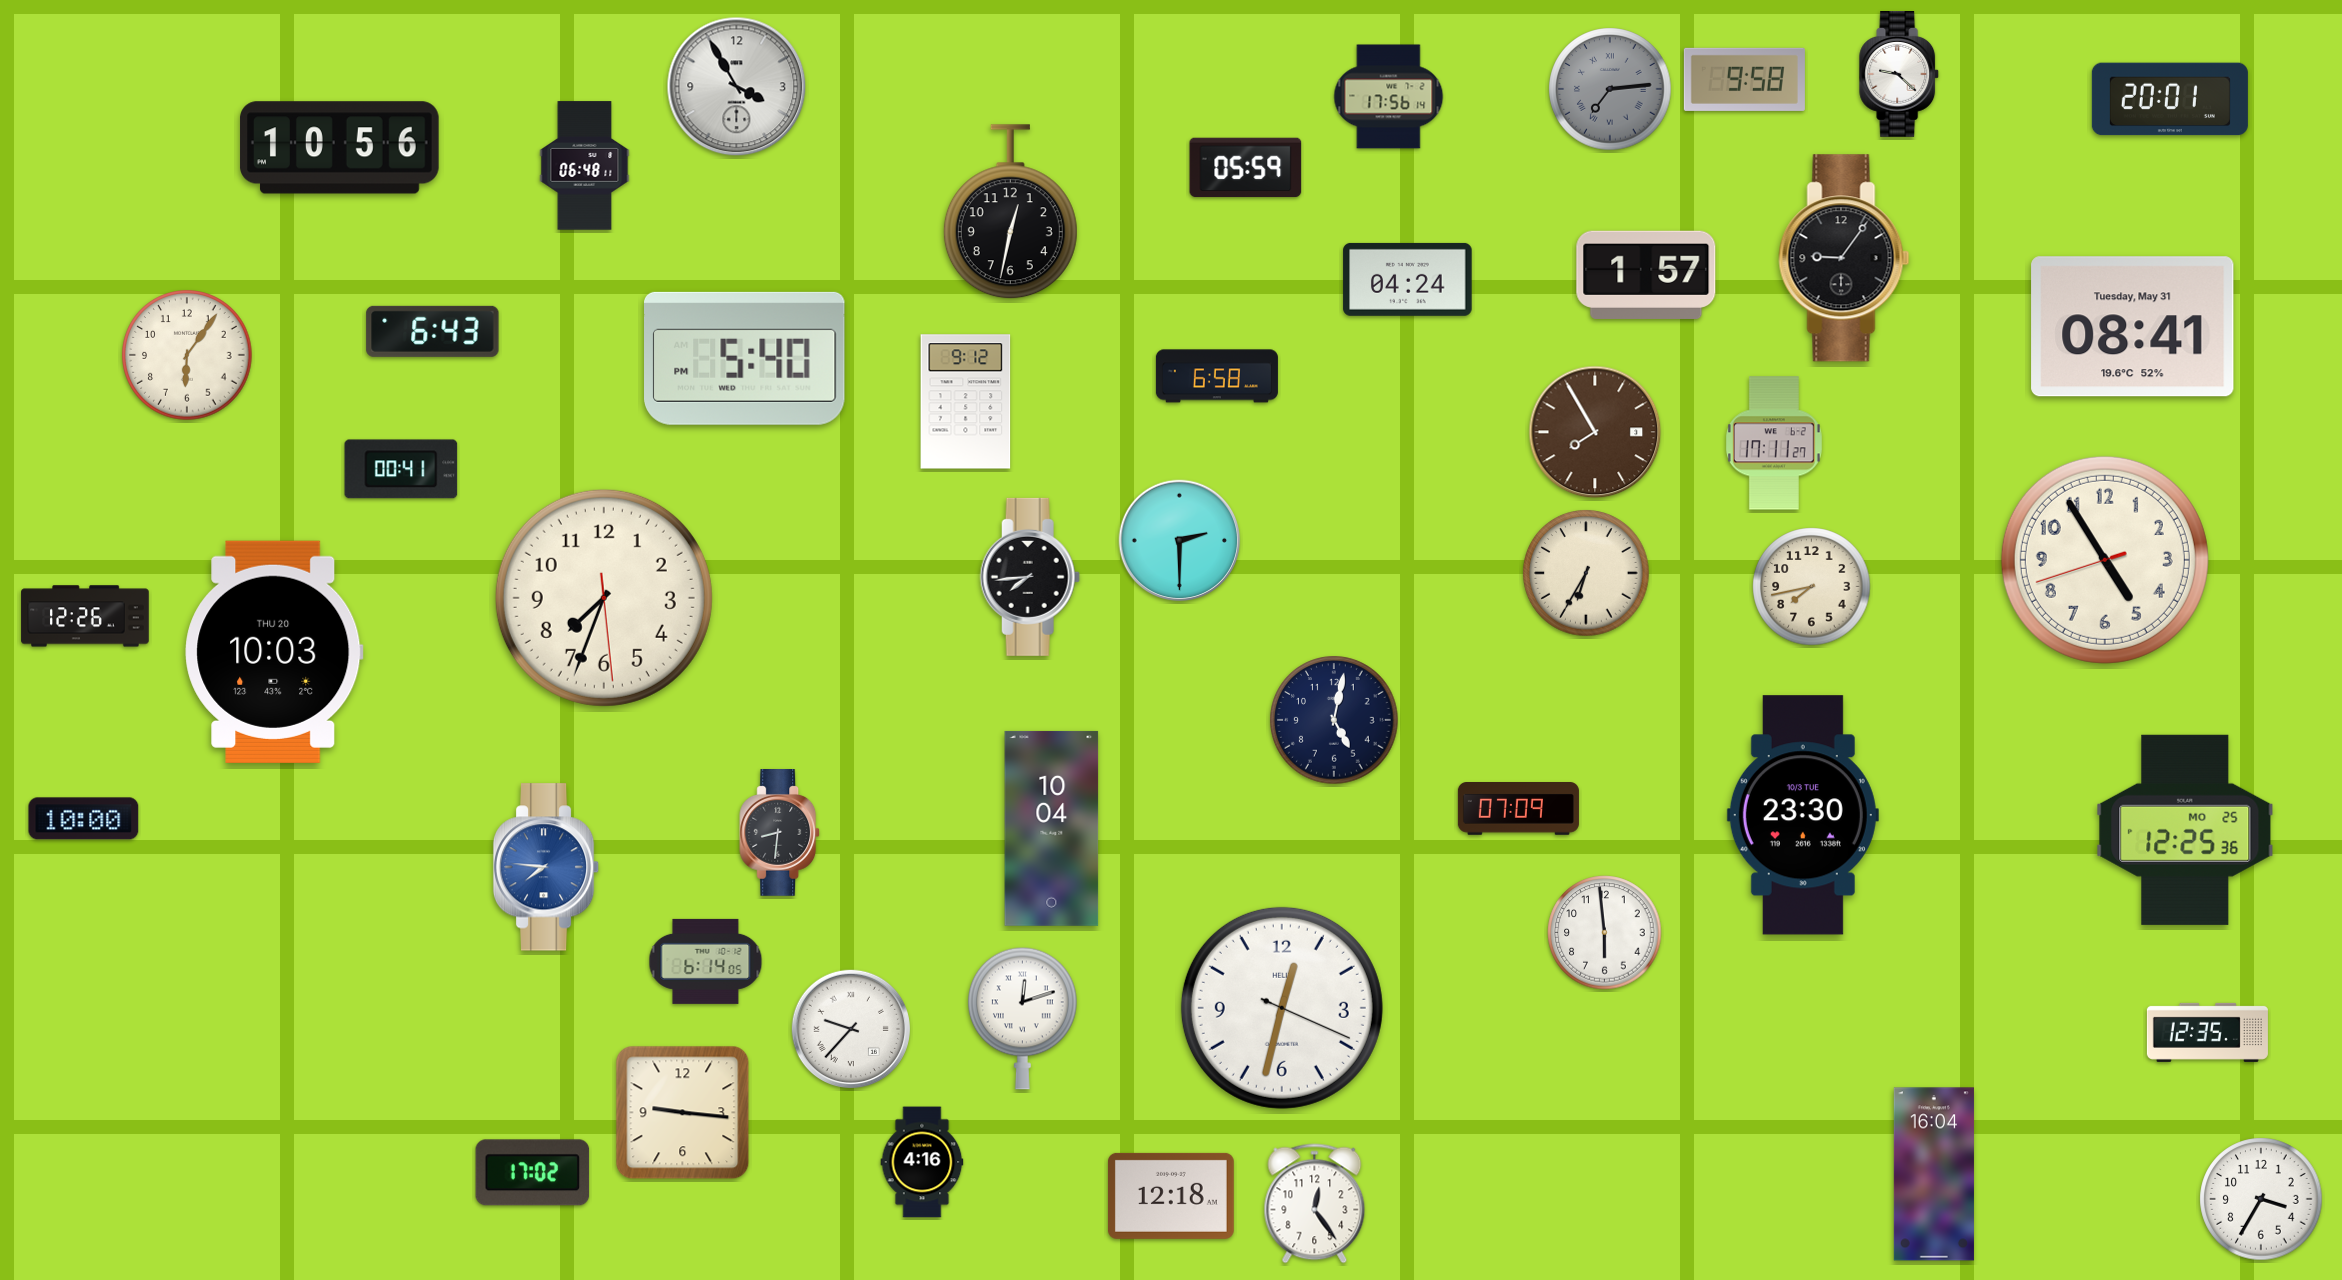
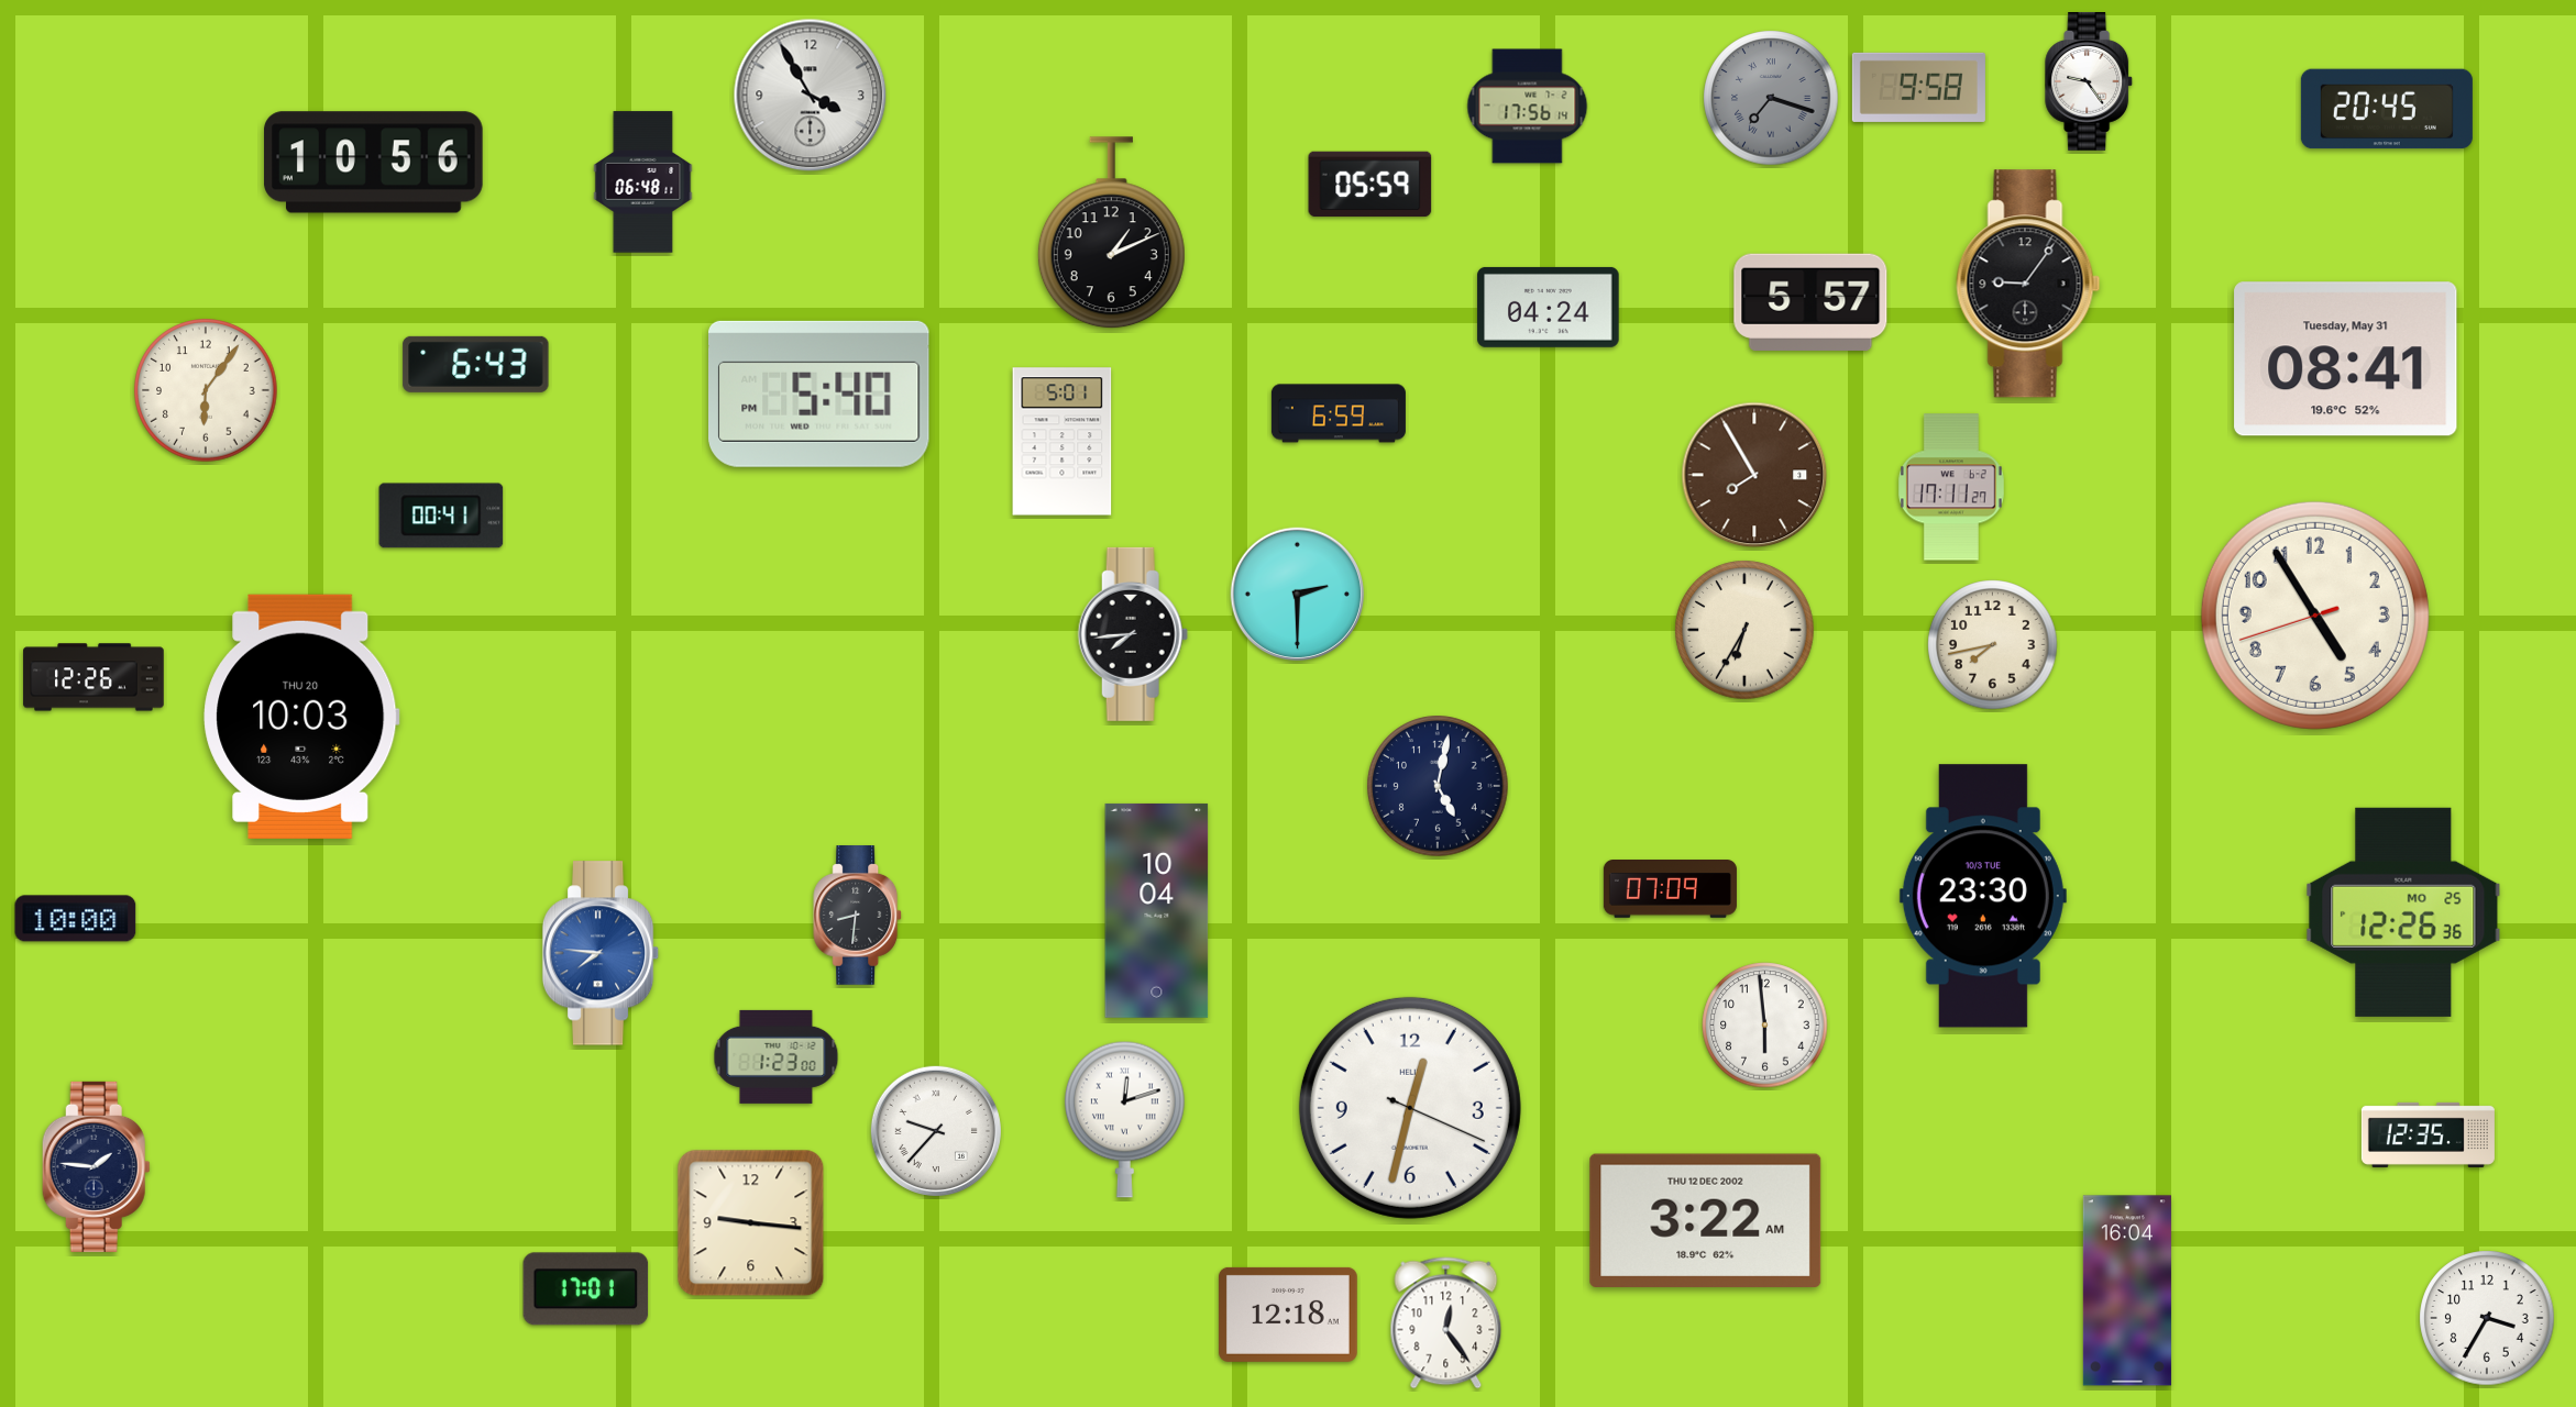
clock at (1900, 75): 9:22 -> 9:24
clock at (1610, 89): 7:14 -> 7:18
clock at (2170, 99): 20:01 -> 20:45
clock at (1010, 212): 12:32 -> 1:11
clock at (1646, 275): 1:57 -> 5:57
clock at (1217, 376): 6:58 -> 6:59
clock at (966, 402): 9:12 -> 5:01
clock at (604, 598): 7:33 -> none
clock at (1334, 720) position: (1334, 720) -> (1438, 786)
clock at (84, 819) position: (84, 819) -> (76, 919)
clock at (2185, 830): 12:25 -> 12:26
clock at (706, 961): 6:14 -> 1:23
clock at (96, 1166): none -> 1:46
clock at (1706, 1220): none -> 3:22
clock at (922, 1162): 4:16 -> none
clock at (533, 1173): 17:02 -> 17:01
